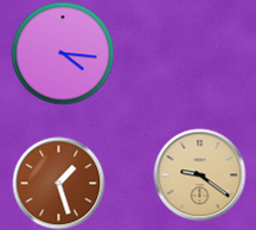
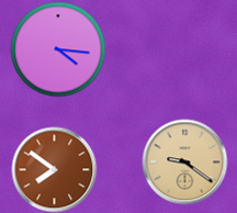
clock at (58, 183): 1:27 -> 7:51
